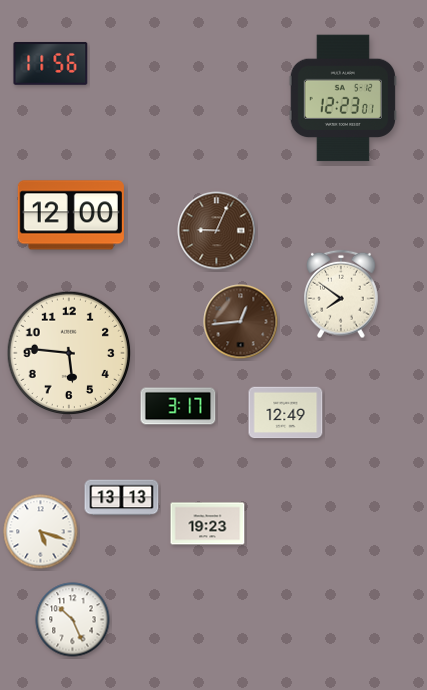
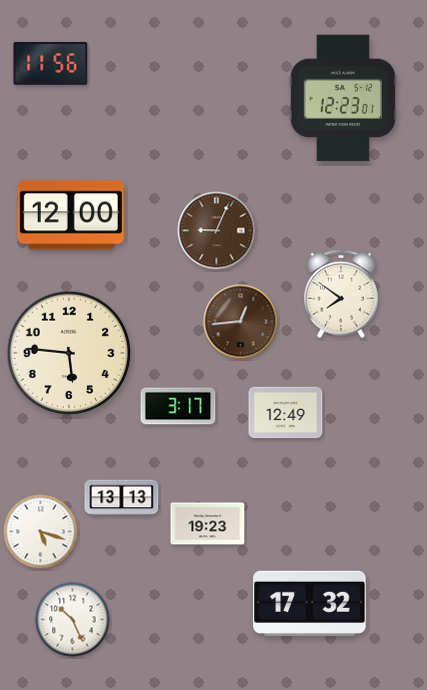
clock at (310, 603): none -> 17:32
